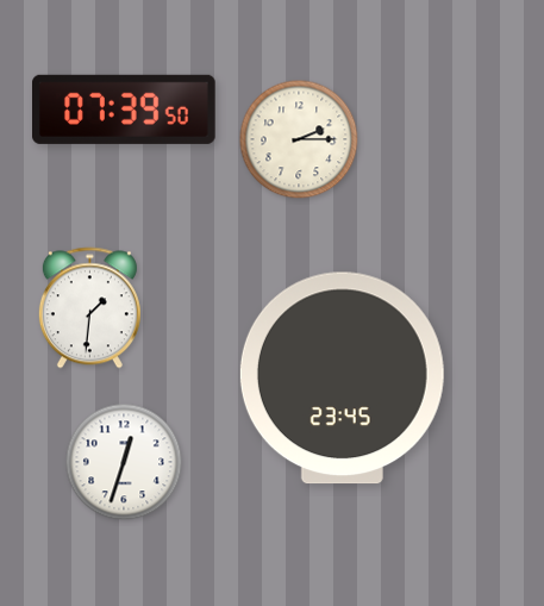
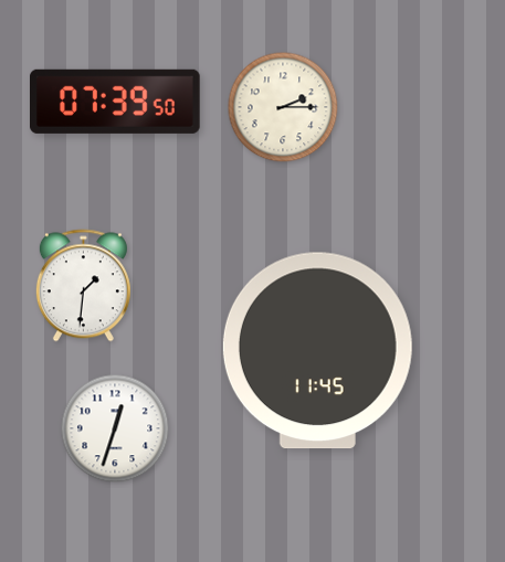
clock at (299, 139) position: (299, 139) -> (283, 107)
clock at (342, 379): 23:45 -> 11:45
